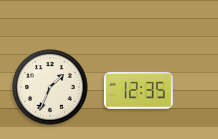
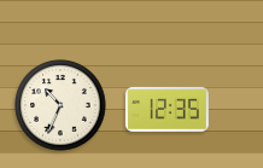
clock at (50, 87): 1:34 -> 10:34
